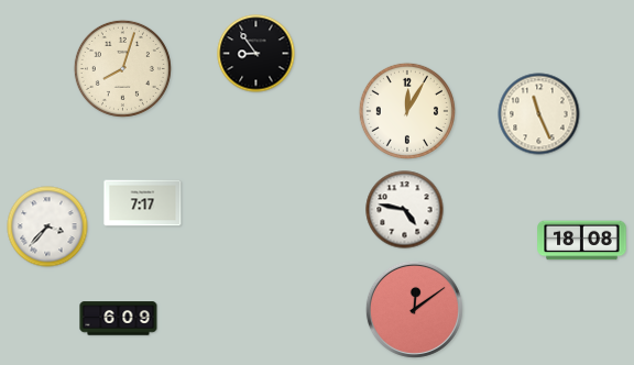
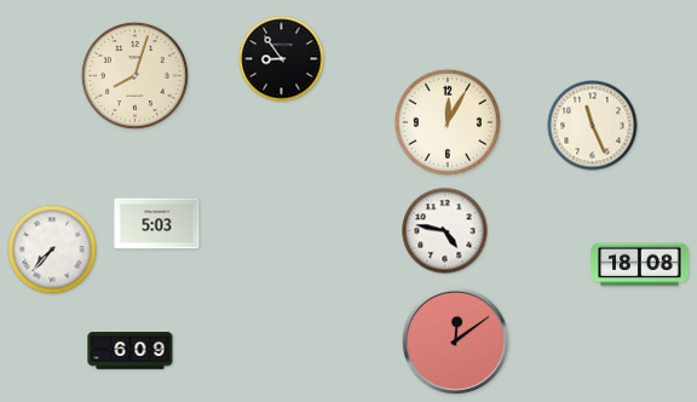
clock at (143, 203): 7:17 -> 5:03
clock at (47, 226): 3:37 -> 7:37
